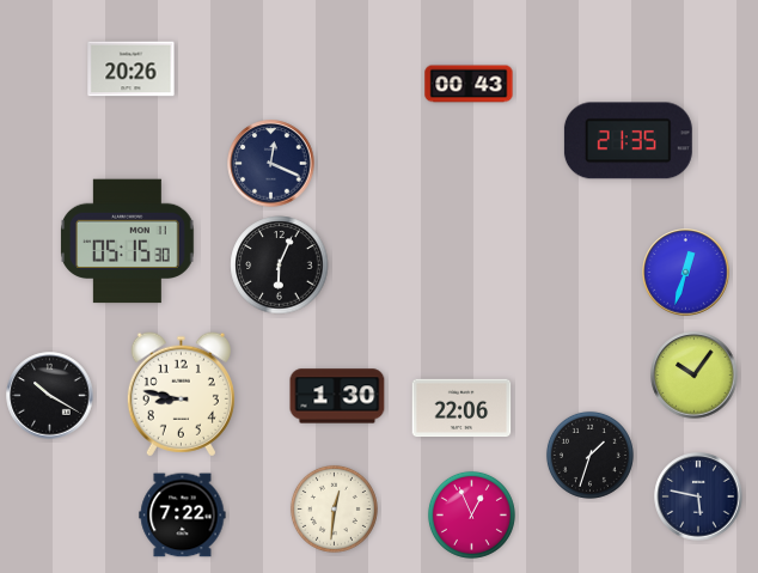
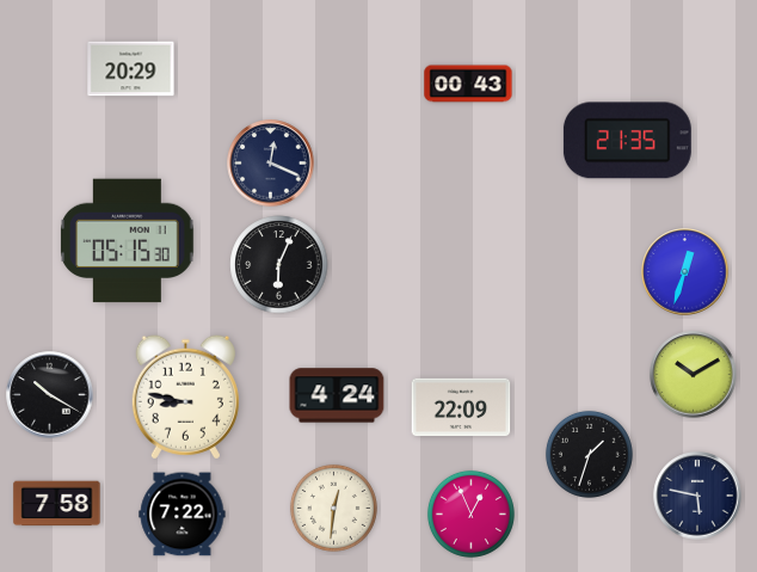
clock at (132, 69): 20:26 -> 20:29
clock at (695, 376): 10:06 -> 10:10
clock at (181, 395) position: (181, 395) -> (185, 398)
clock at (337, 396): 1:30 -> 4:24
clock at (461, 408): 22:06 -> 22:09
clock at (57, 504): none -> 7:58
